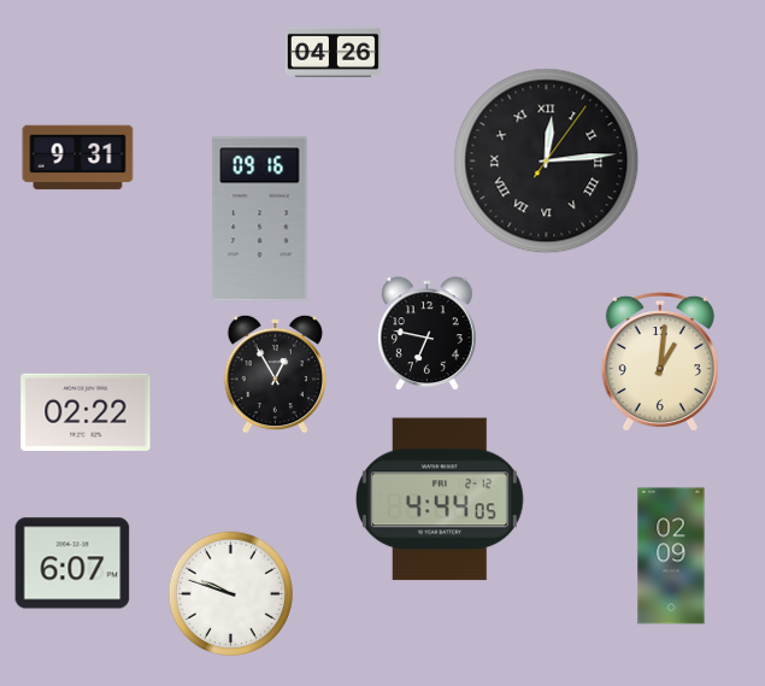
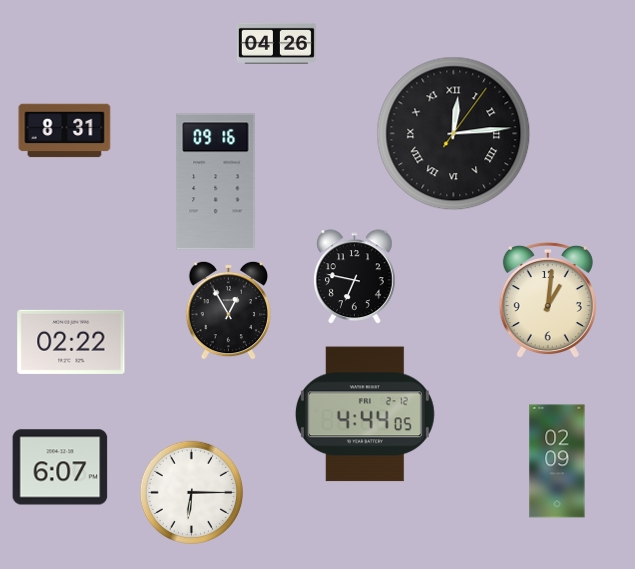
clock at (78, 158): 9:31 -> 8:31
clock at (230, 593): 9:48 -> 6:15
